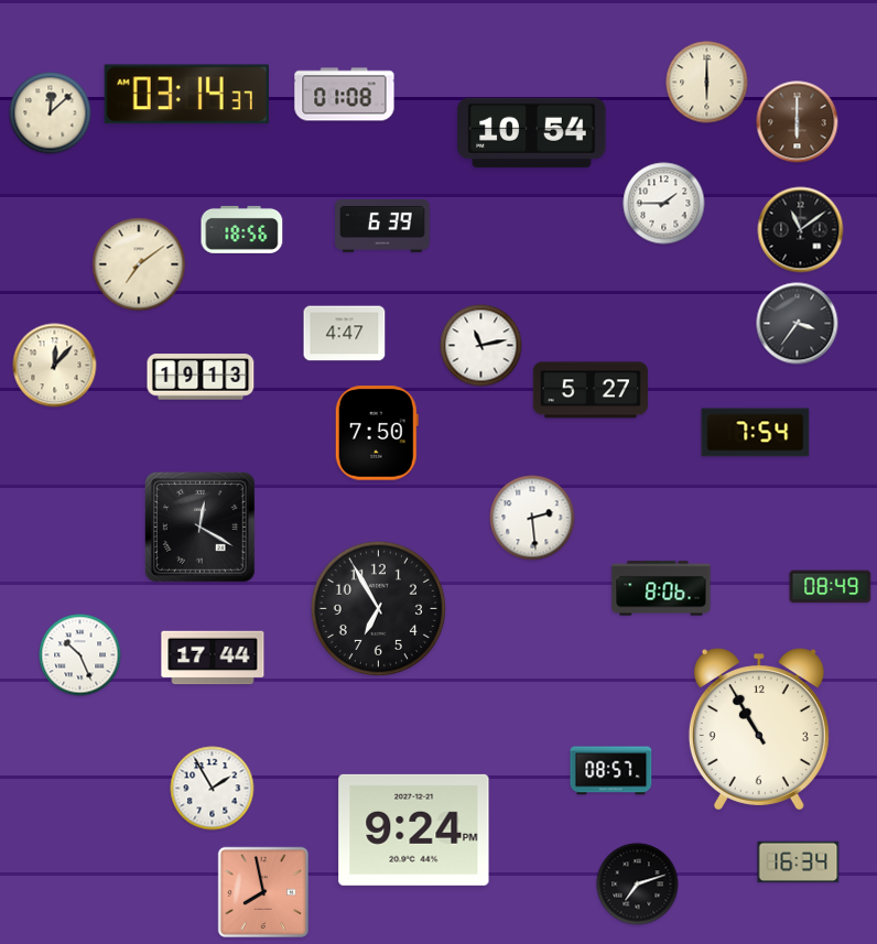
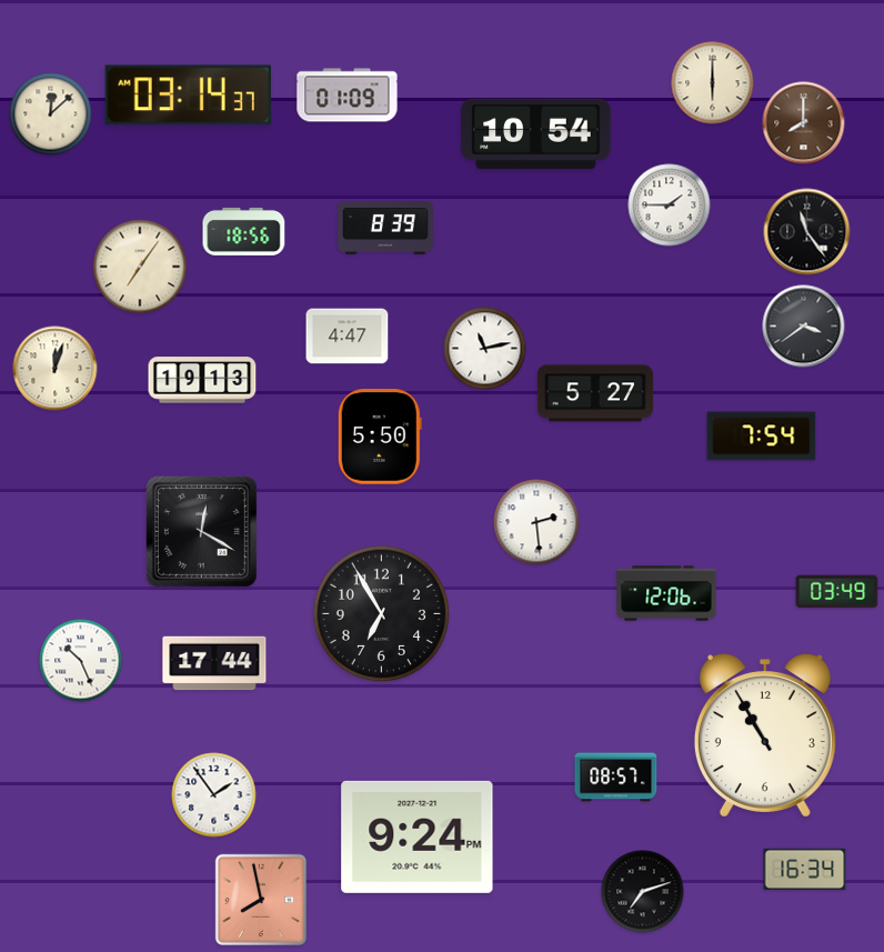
clock at (345, 95): 01:08 -> 01:09
clock at (798, 122): 6:00 -> 8:00
clock at (382, 226): 6:39 -> 8:39
clock at (801, 230): 11:09 -> 11:24
clock at (139, 264): 7:09 -> 7:06
clock at (798, 324): 3:36 -> 3:39
clock at (55, 366): 12:07 -> 12:03
clock at (377, 433): 7:50 -> 5:50
clock at (831, 587): 08:49 -> 03:49
clock at (661, 588): 8:06 -> 12:06
clock at (213, 789): 1:55 -> 1:54
clock at (262, 891) position: (262, 891) -> (260, 899)
